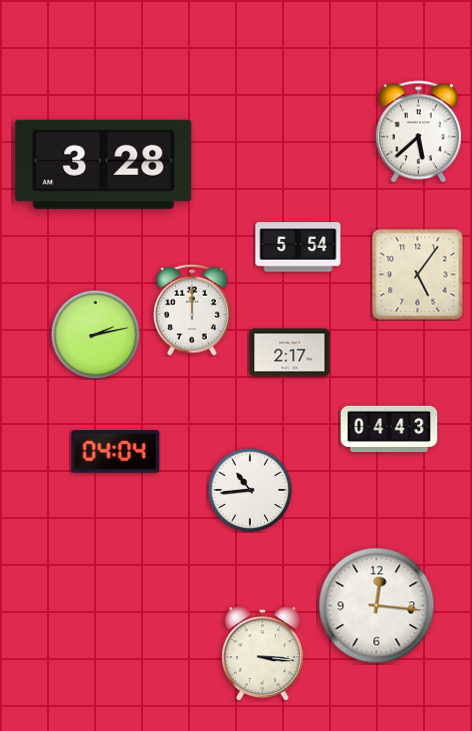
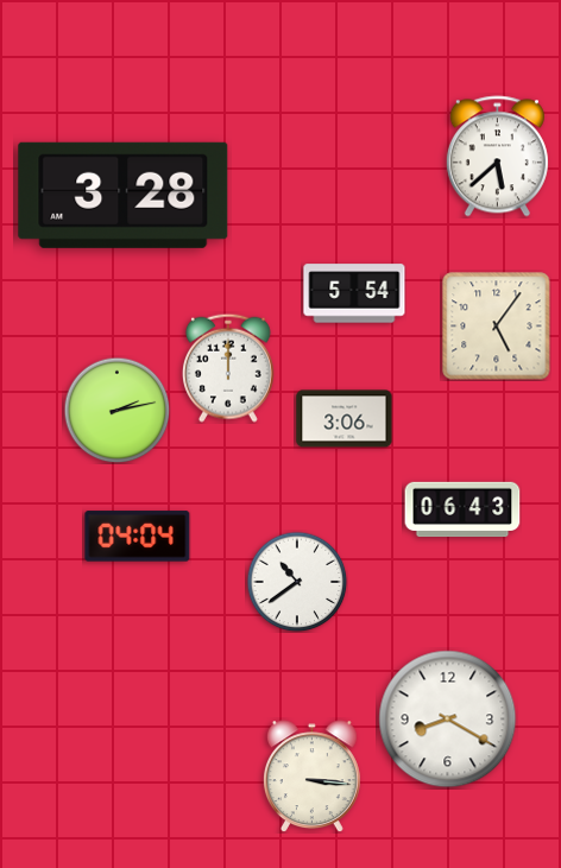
clock at (95, 334) position: (95, 334) -> (116, 410)
clock at (290, 353): 2:17 -> 3:06
clock at (389, 429): 04:43 -> 06:43
clock at (250, 490): 10:44 -> 10:39
clock at (377, 606): 12:16 -> 8:20
